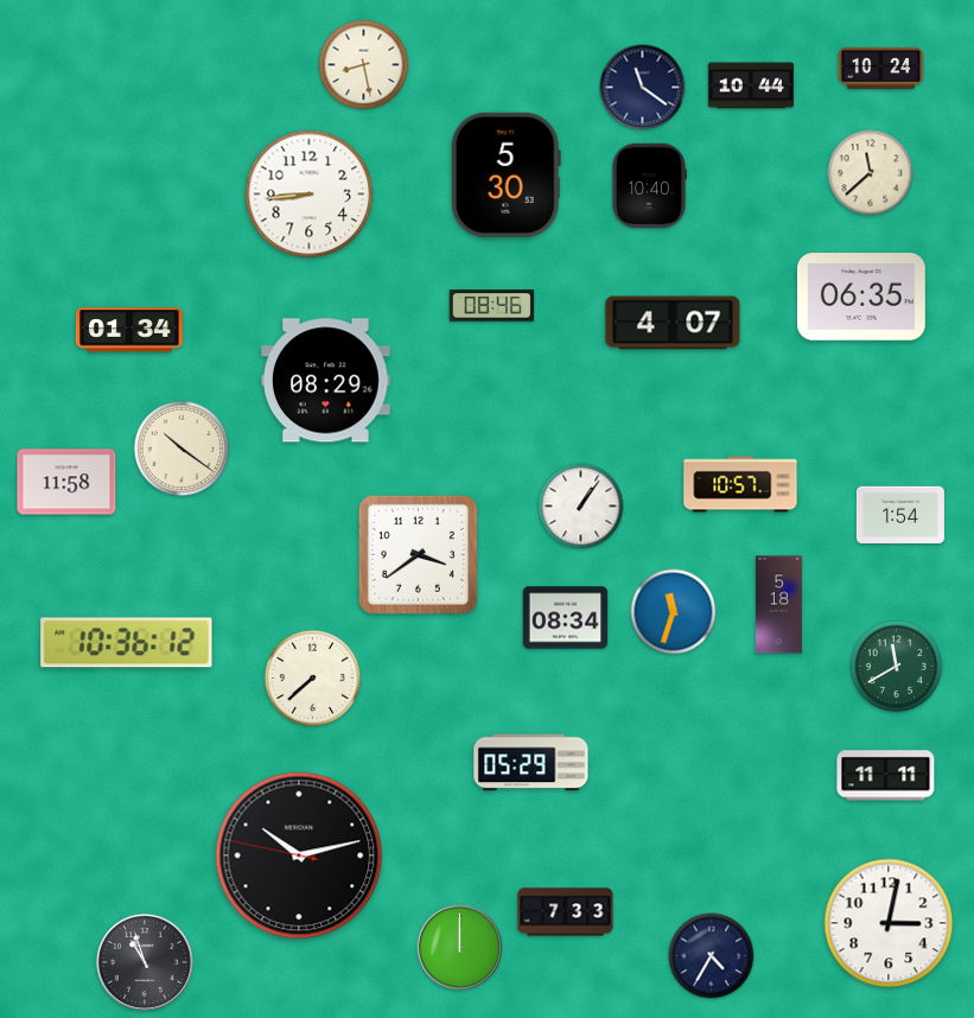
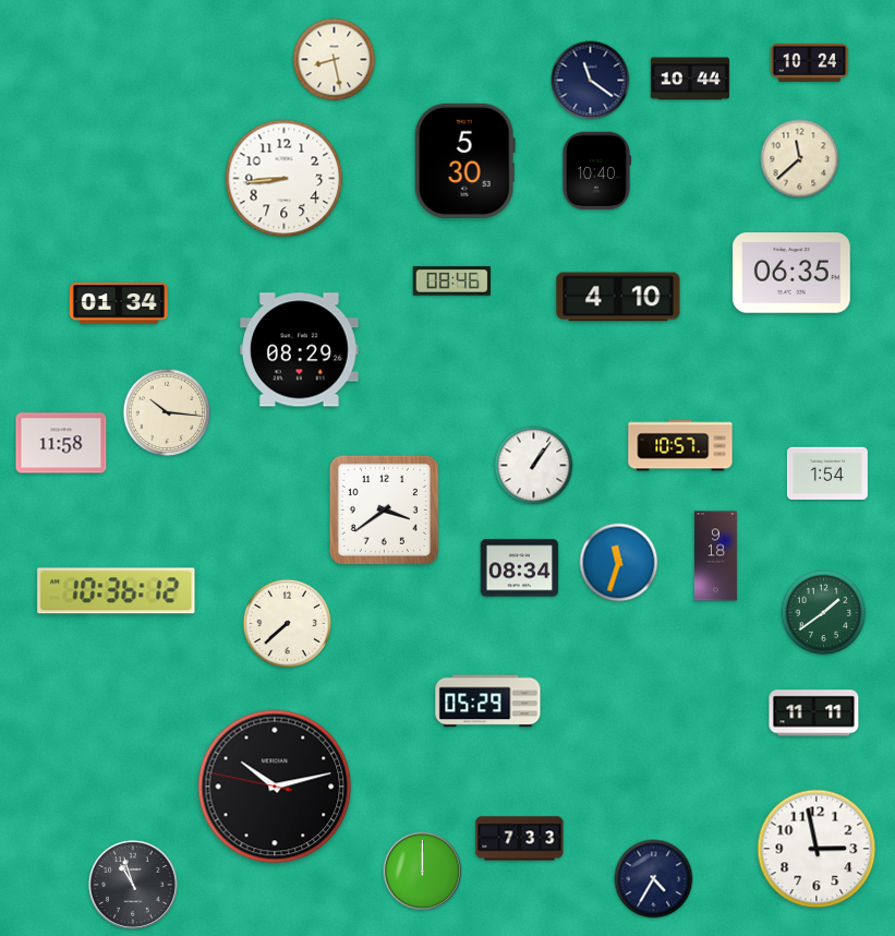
clock at (673, 323): 4:07 -> 4:10
clock at (182, 448): 10:21 -> 10:16
clock at (778, 605): 5:18 -> 9:18
clock at (897, 667): 11:40 -> 1:39
clock at (889, 923): 3:02 -> 2:58
